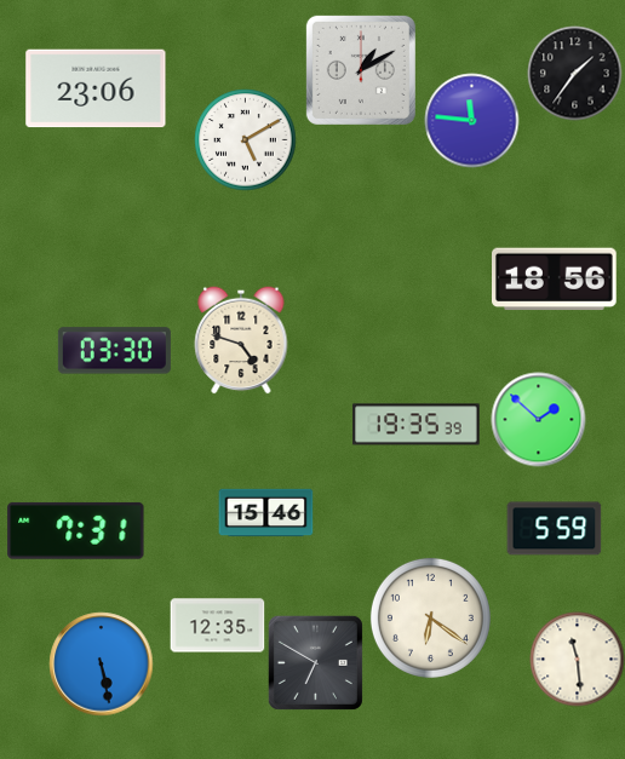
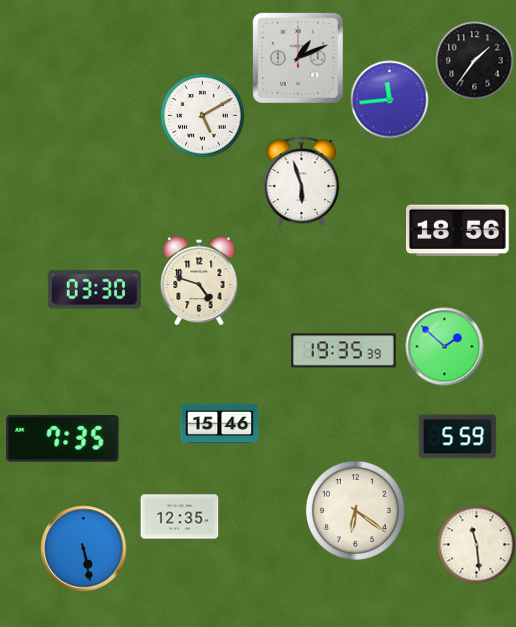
clock at (361, 70): 1:10 -> 1:11
clock at (96, 88): 23:06 -> none
clock at (471, 120): 11:46 -> 11:44
clock at (302, 181): none -> 5:57
clock at (76, 530): 7:31 -> 7:35
clock at (315, 662): 6:50 -> none
